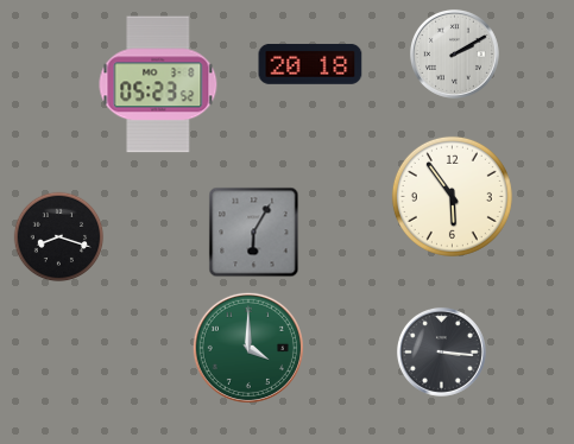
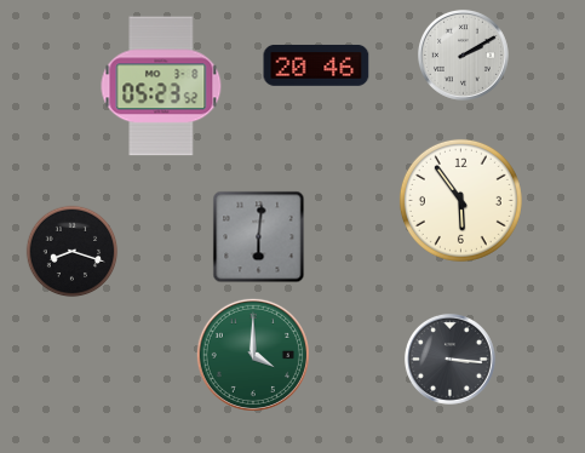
clock at (310, 64): 20:18 -> 20:46
clock at (254, 233): 6:05 -> 6:01
clock at (59, 237) position: (59, 237) -> (73, 252)
